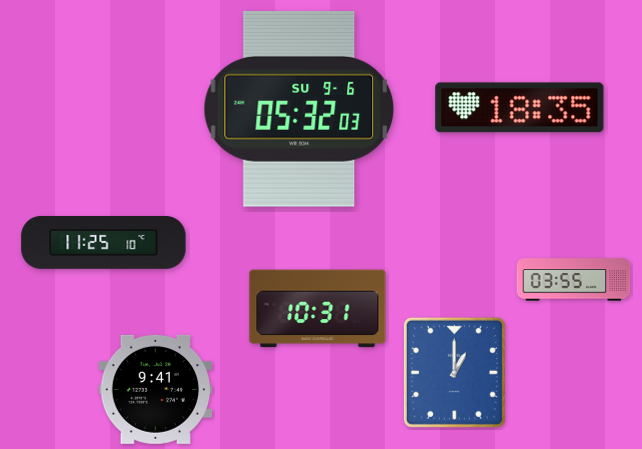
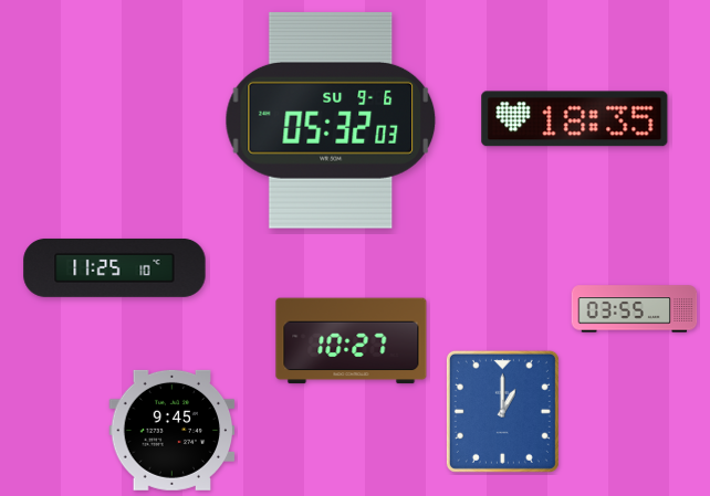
clock at (318, 309): 10:31 -> 10:27
clock at (156, 389): 9:41 -> 9:45
